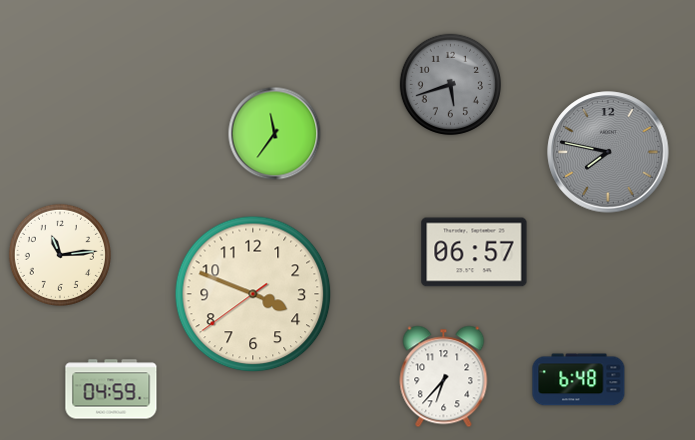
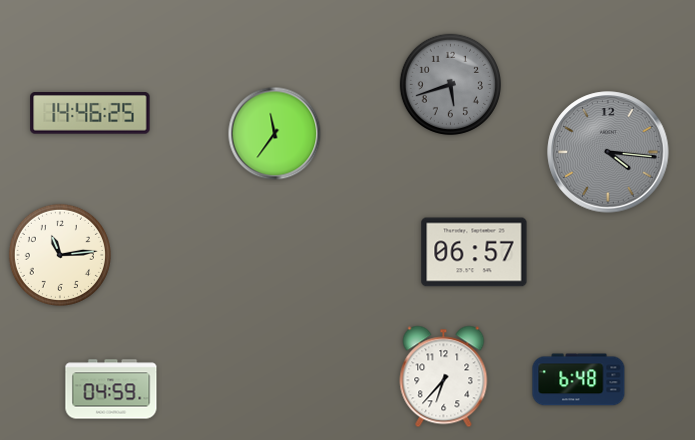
clock at (90, 114): none -> 14:46
clock at (608, 152): 7:47 -> 4:16
clock at (253, 294): 3:48 -> none
